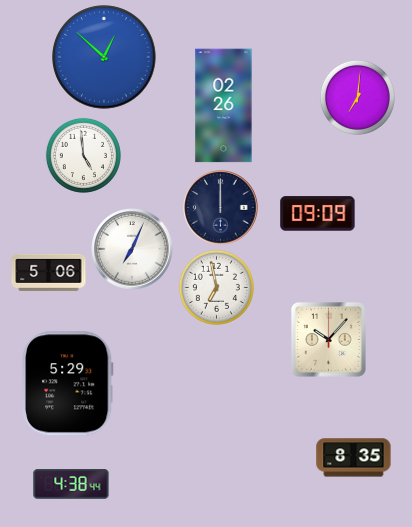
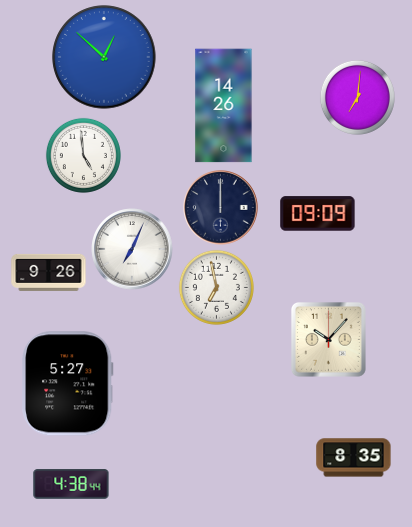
clock at (224, 106): 02:26 -> 14:26
clock at (49, 272): 5:06 -> 9:26
clock at (68, 384): 5:29 -> 5:27
